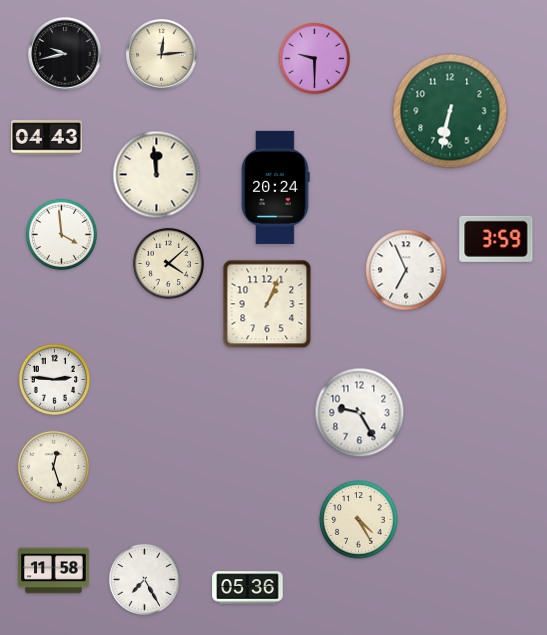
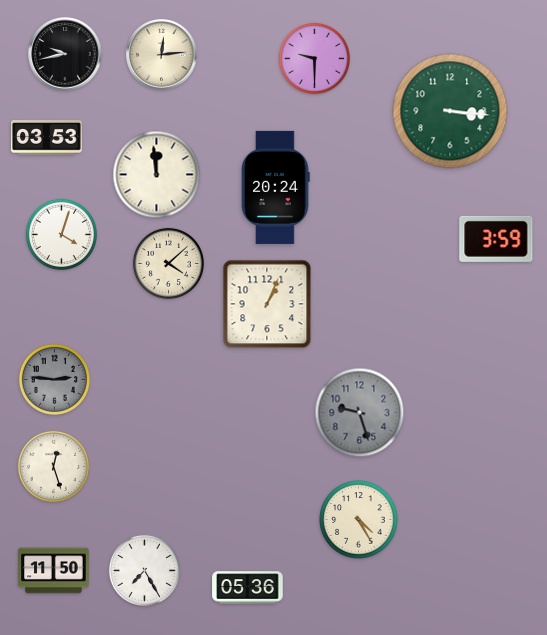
clock at (450, 111): 6:32 -> 3:16
clock at (47, 138): 04:43 -> 03:53
clock at (61, 234): 3:59 -> 4:03
clock at (406, 270): 6:56 -> none
clock at (54, 379) dial: white -> grey
clock at (360, 413): 9:25 -> 9:27
clock at (360, 413) dial: white -> grey
clock at (54, 571): 11:58 -> 11:50
clock at (144, 579) position: (144, 579) -> (144, 570)
